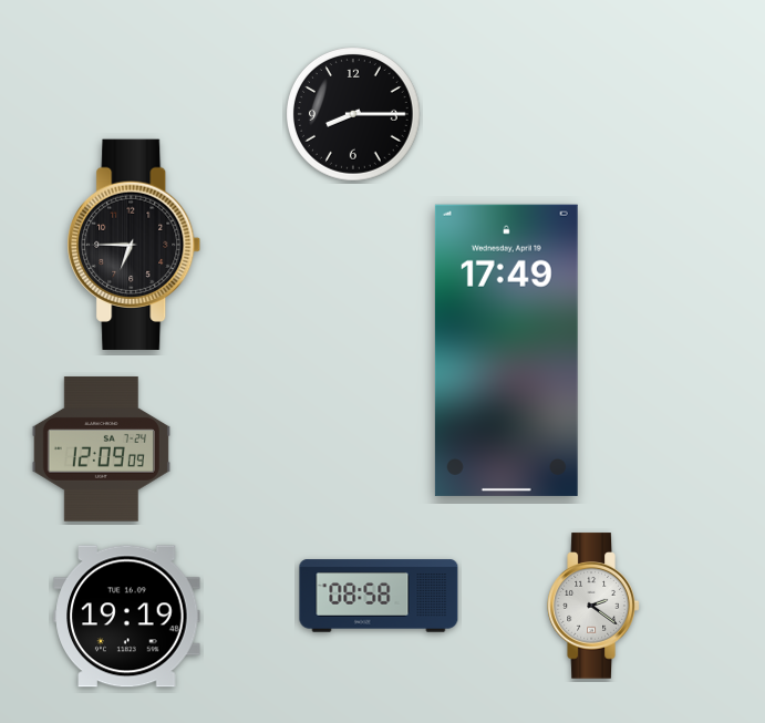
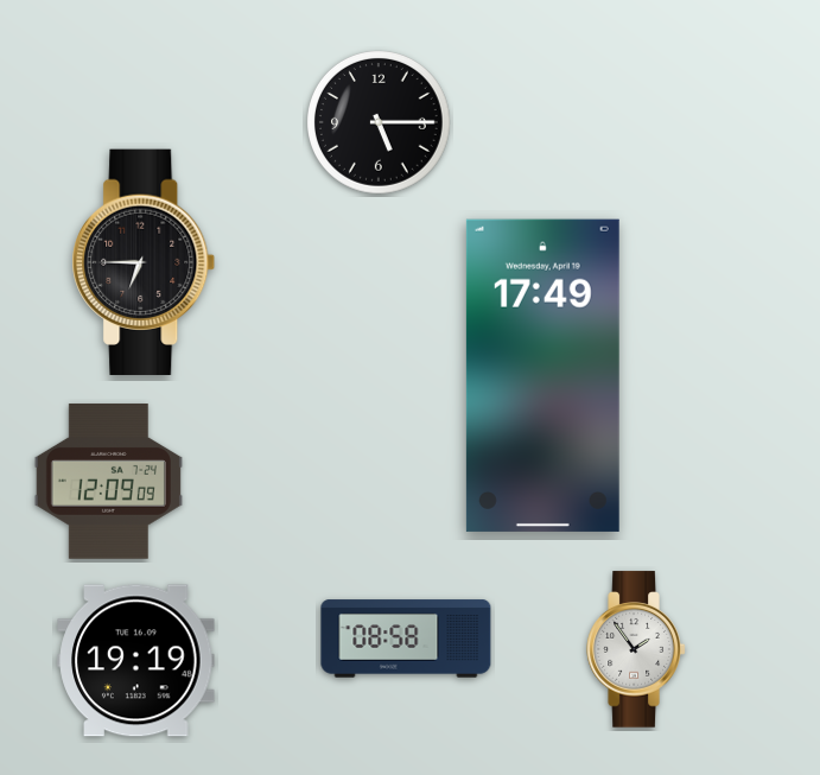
clock at (354, 115): 8:15 -> 5:15
clock at (593, 606): 2:21 -> 1:54
